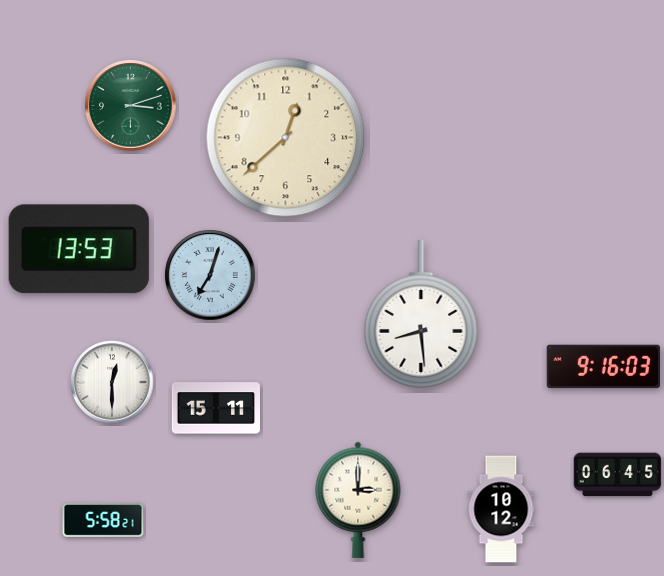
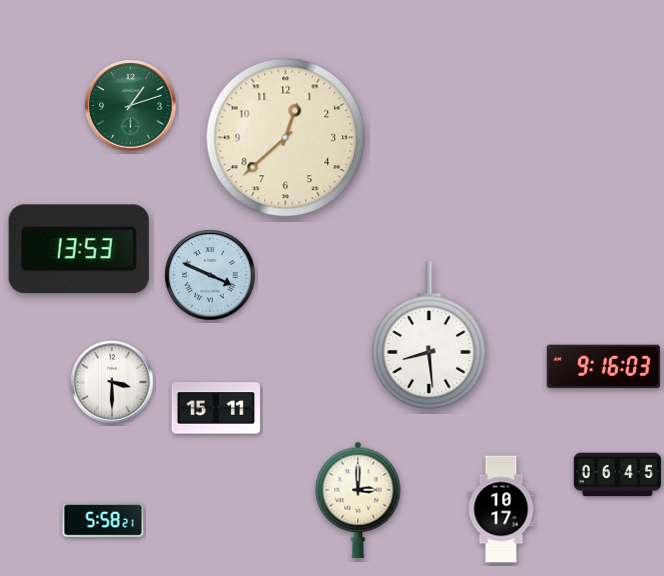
clock at (131, 106): 3:12 -> 1:12
clock at (210, 275): 7:03 -> 3:49
clock at (421, 314) position: (421, 314) -> (429, 335)
clock at (112, 382): 12:30 -> 3:30
clock at (501, 509): 10:12 -> 10:17
